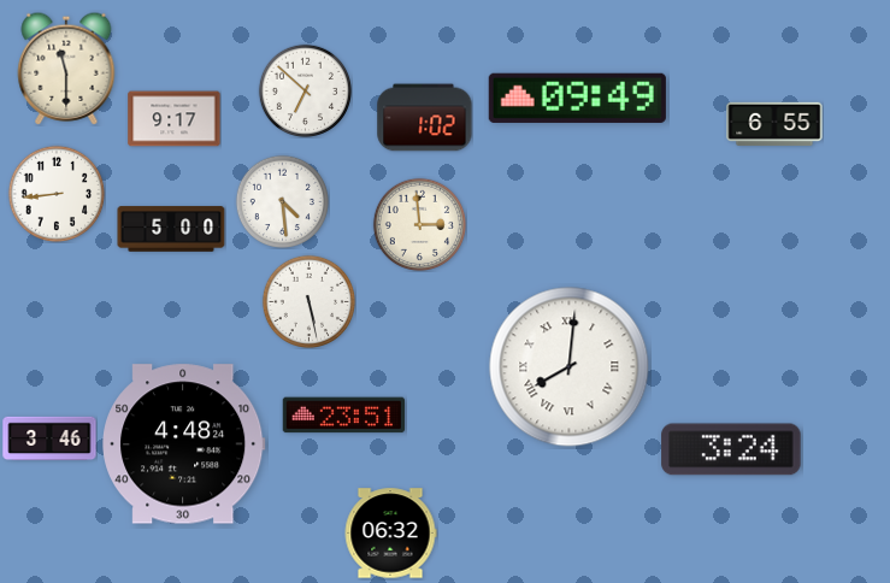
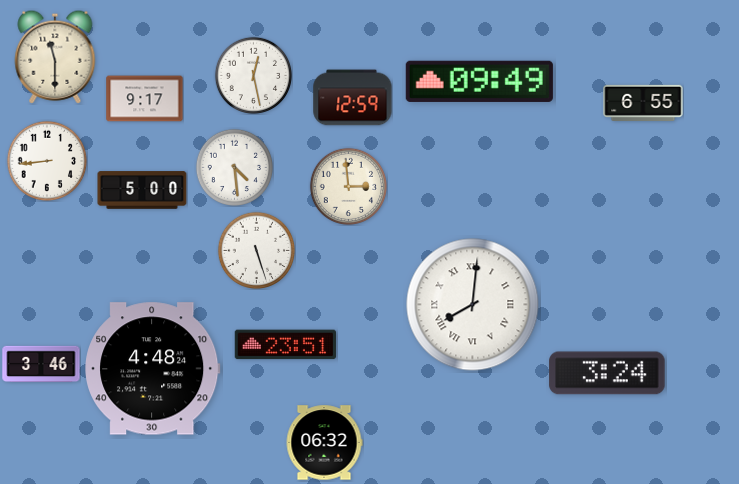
clock at (305, 90): 6:52 -> 12:28
clock at (425, 118): 1:02 -> 12:59
clock at (308, 301): 5:28 -> 5:27
